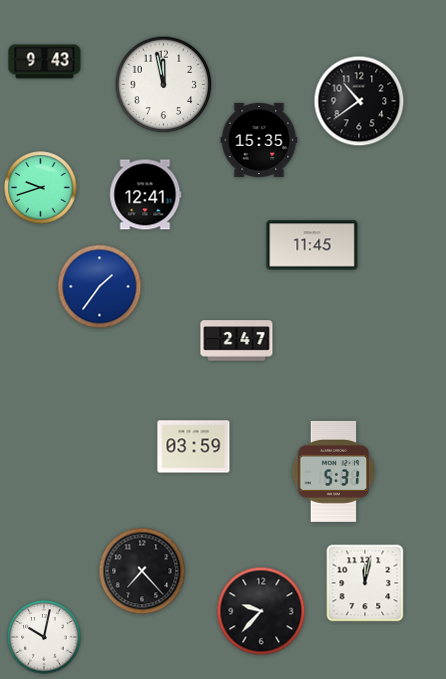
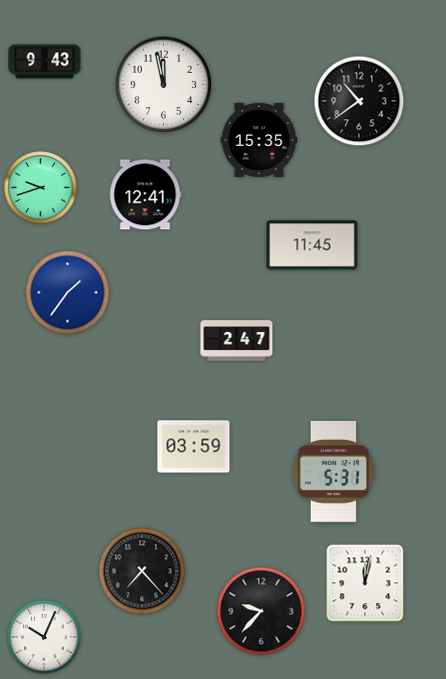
clock at (100, 287) position: (100, 287) -> (68, 293)
clock at (44, 637): 10:02 -> 10:04
